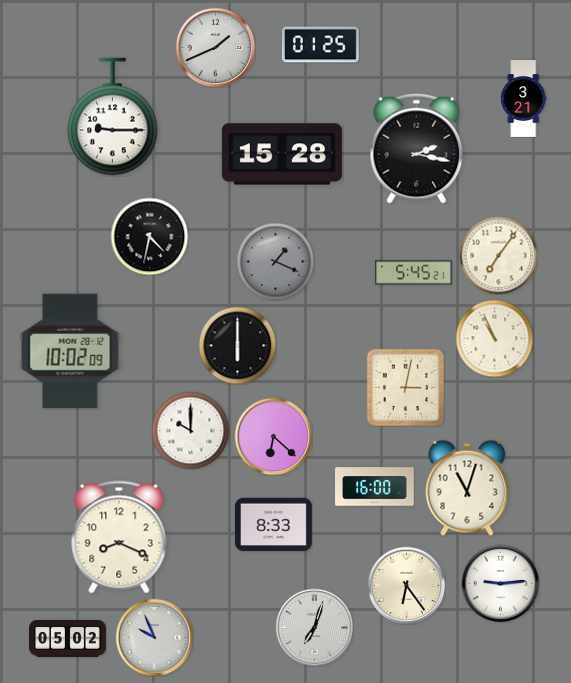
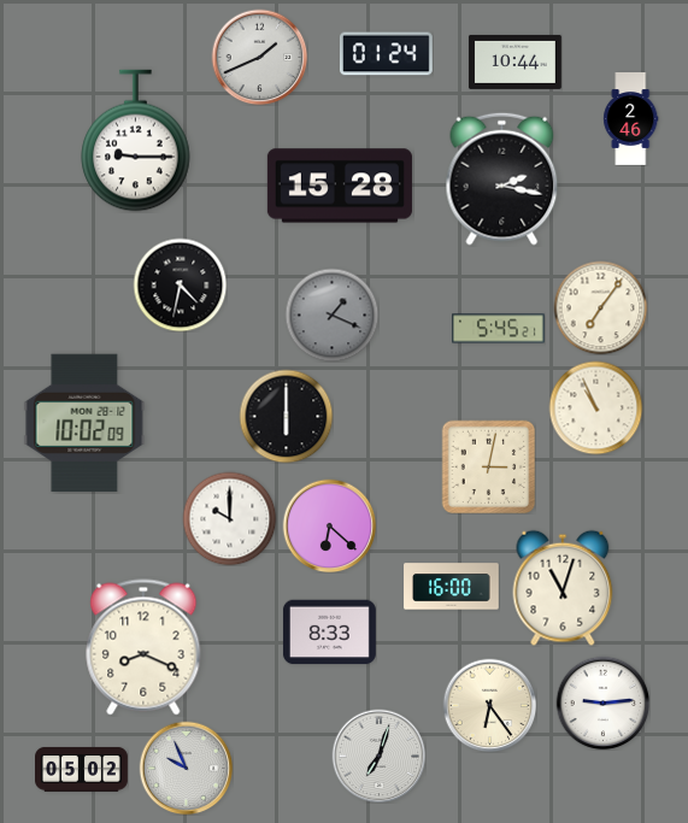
clock at (320, 45): 01:25 -> 01:24
clock at (516, 61): none -> 10:44
clock at (524, 99): 3:21 -> 2:46
